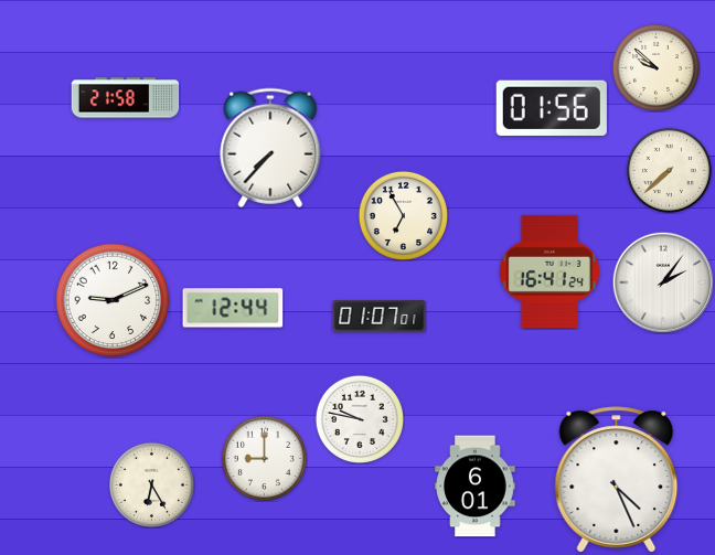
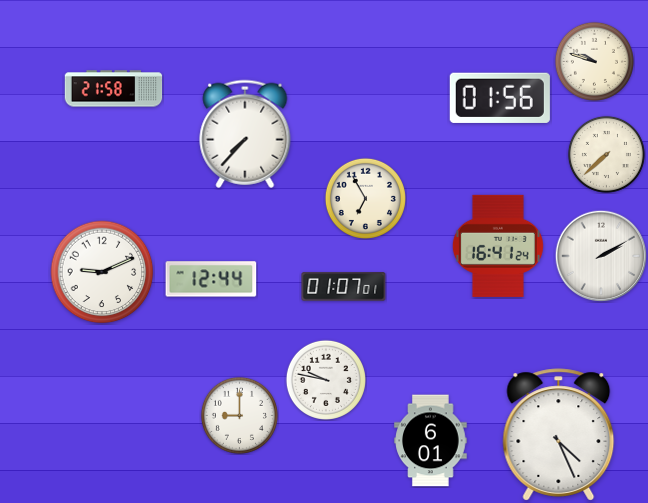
clock at (655, 67): 9:52 -> 9:48
clock at (403, 215) position: (403, 215) -> (365, 198)
clock at (663, 282): 2:06 -> 2:10
clock at (151, 484): 6:25 -> none
